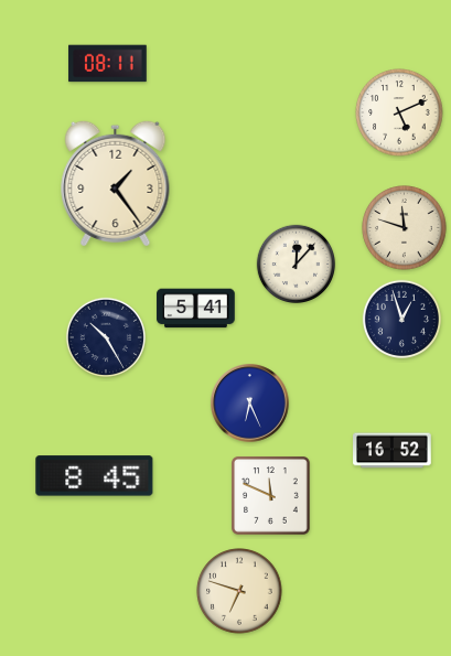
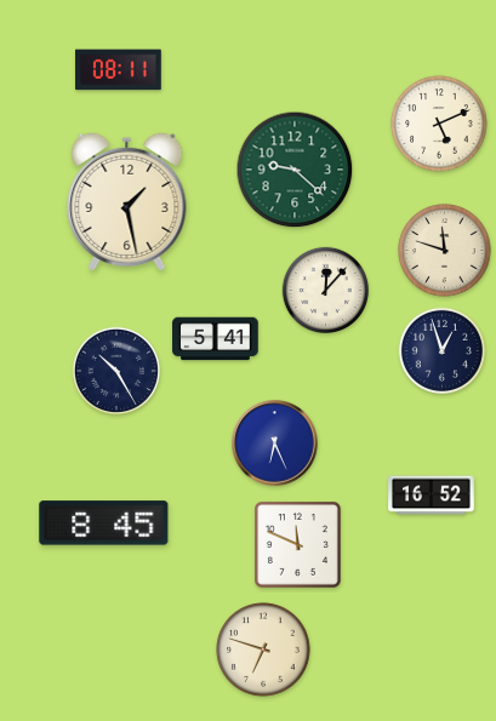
clock at (295, 170): none -> 9:22
clock at (116, 183): 1:24 -> 1:28
